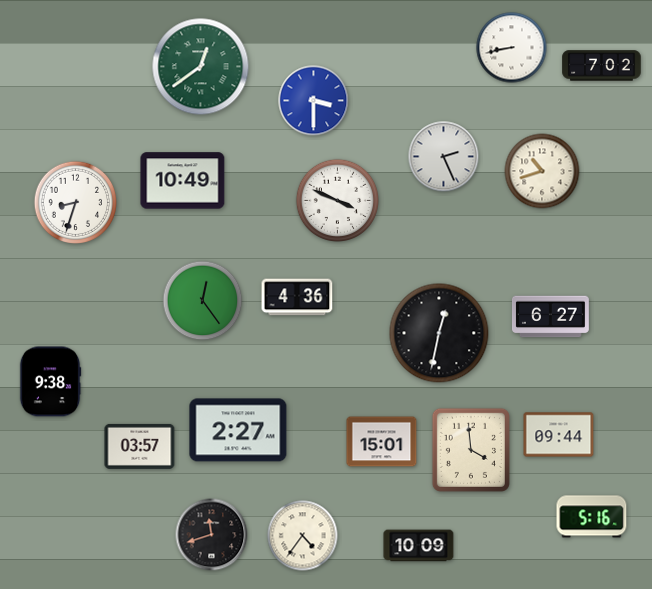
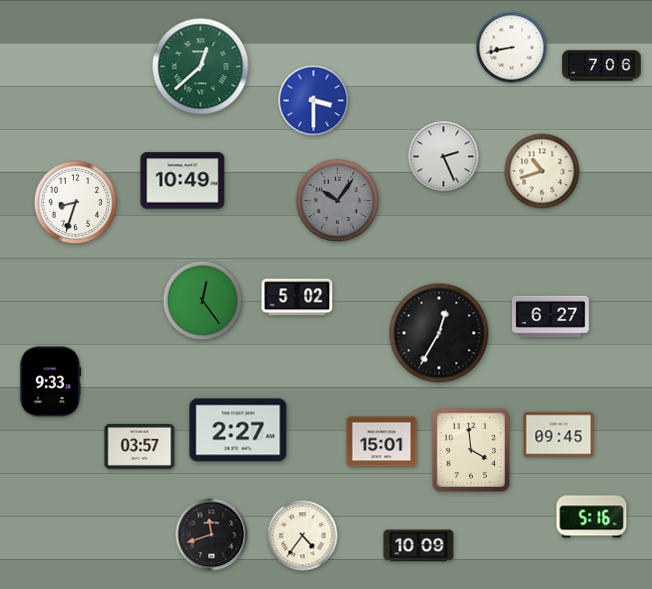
clock at (602, 66): 7:02 -> 7:06
clock at (201, 67): 12:39 -> 12:38
clock at (338, 201): 3:49 -> 10:06
clock at (338, 201) dial: white -> grey
clock at (297, 297): 4:36 -> 5:02
clock at (439, 333): 12:32 -> 12:35
clock at (50, 382): 9:38 -> 9:33
clock at (559, 435): 09:44 -> 09:45
